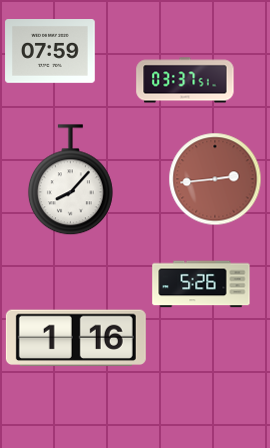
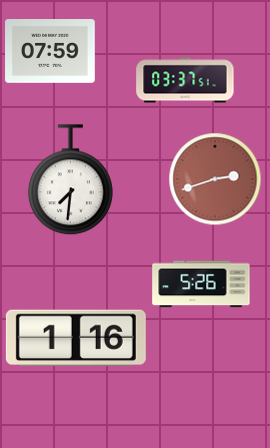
clock at (215, 179): 2:44 -> 2:42
clock at (70, 180): 8:07 -> 7:31
